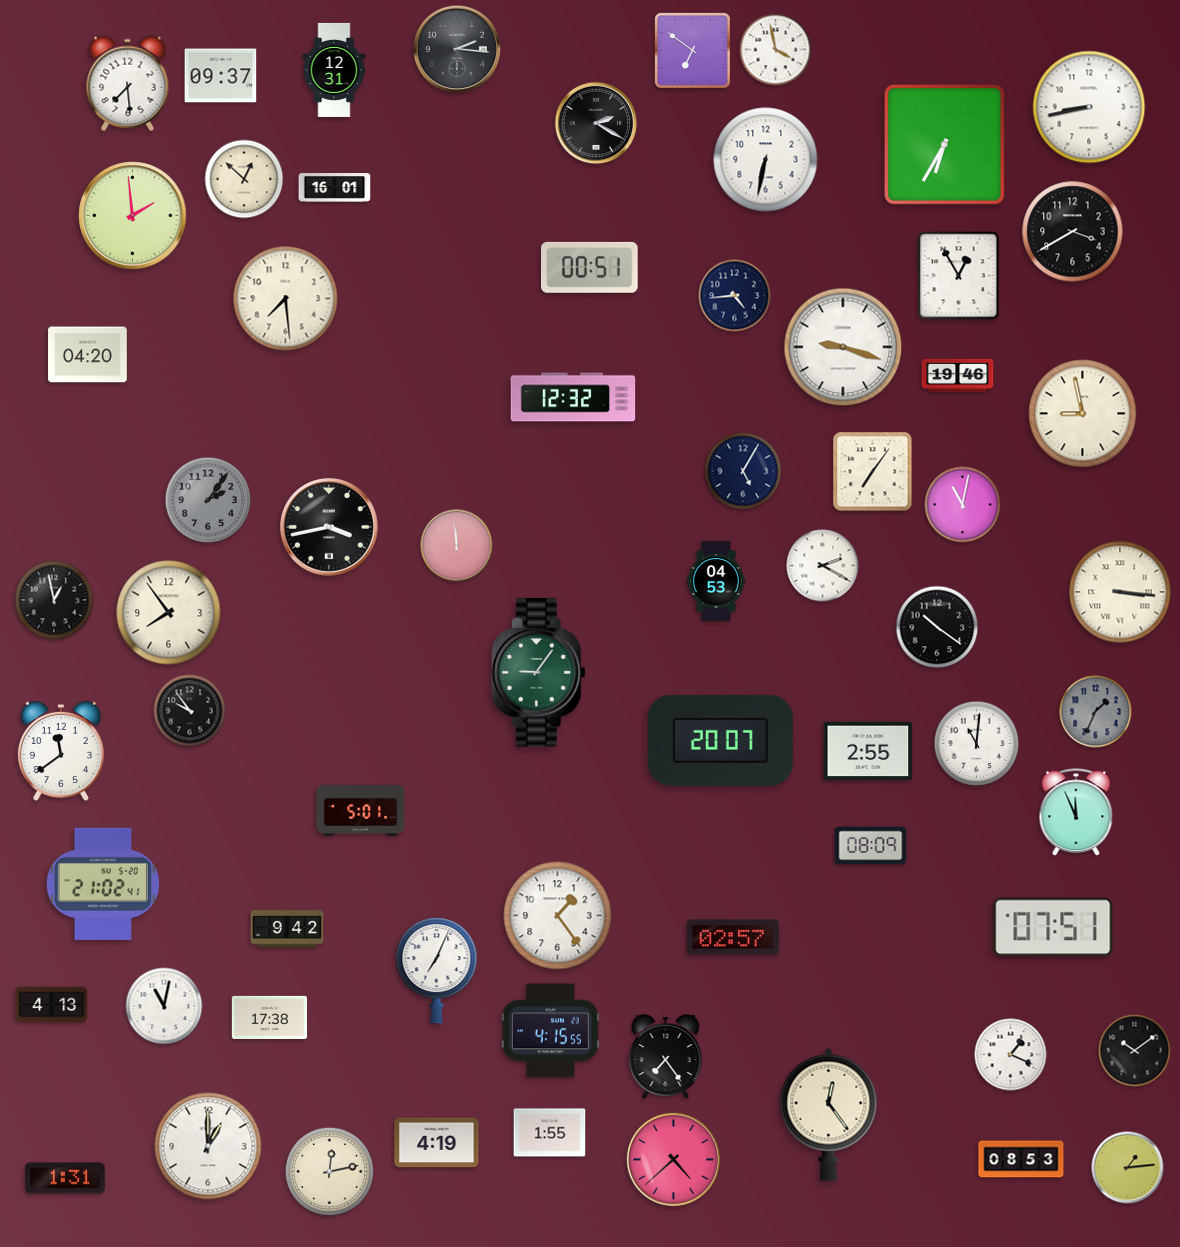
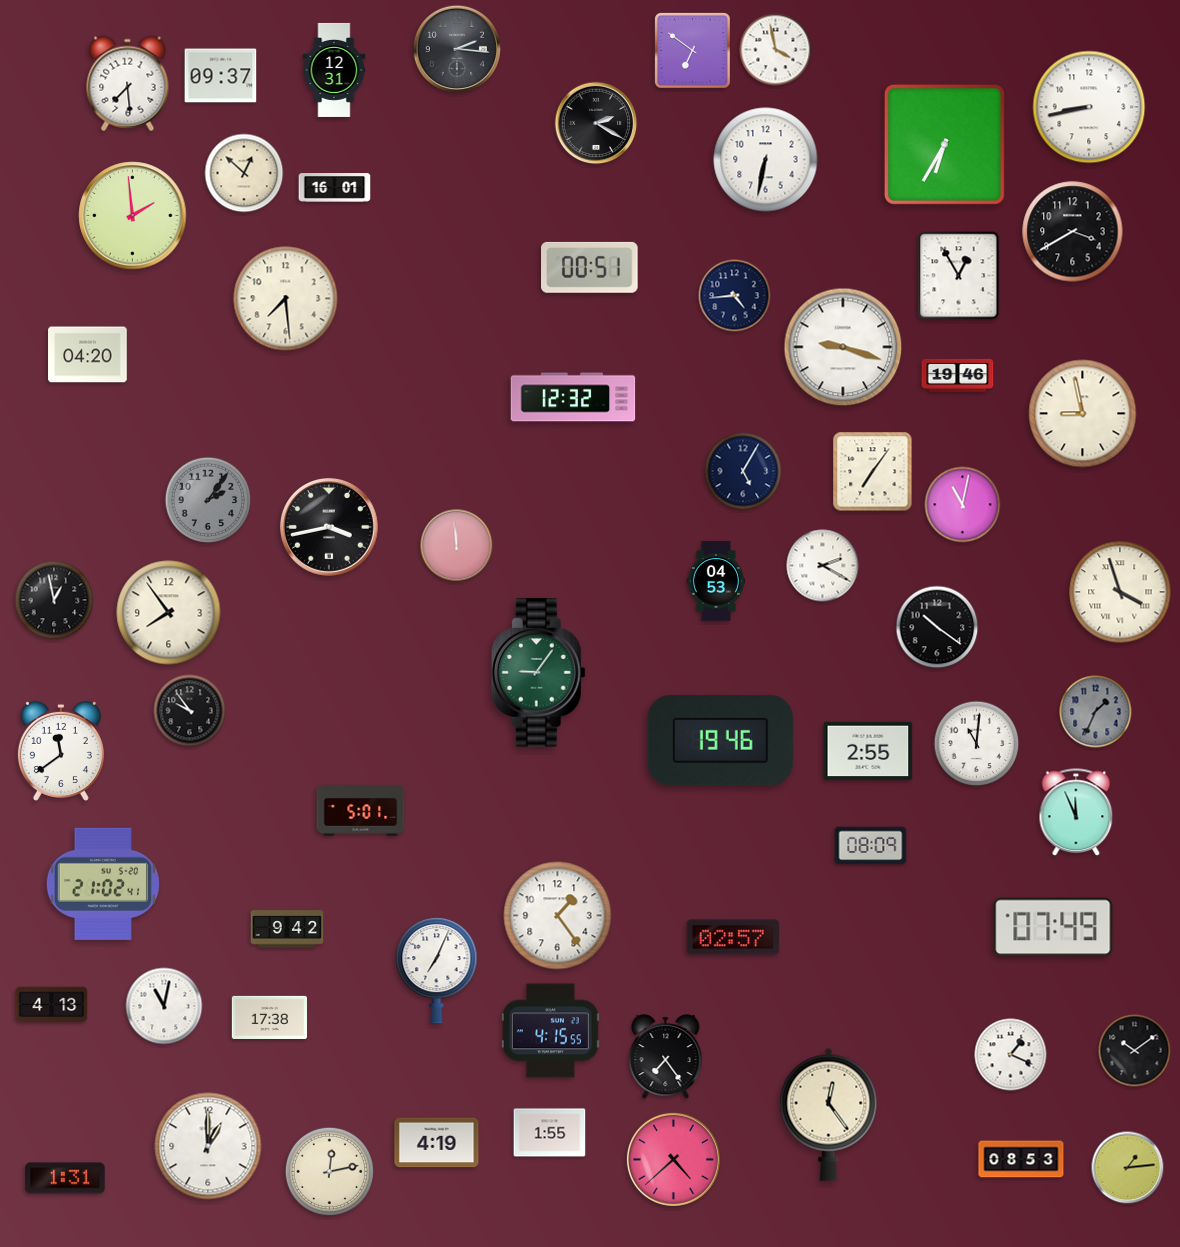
clock at (244, 179) position: (244, 179) -> (244, 173)
clock at (1120, 592): 3:16 -> 3:57
clock at (720, 740): 20:07 -> 19:46
clock at (1053, 927): 07:51 -> 07:49
